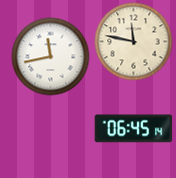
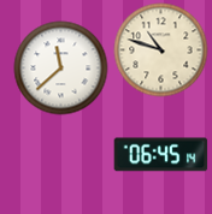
clock at (133, 41): 11:47 -> 10:48
clock at (50, 56): 11:43 -> 11:38
